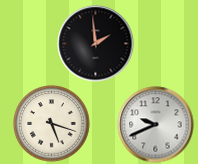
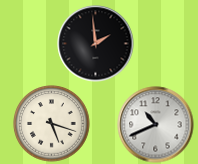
clock at (156, 125): 9:41 -> 10:41
